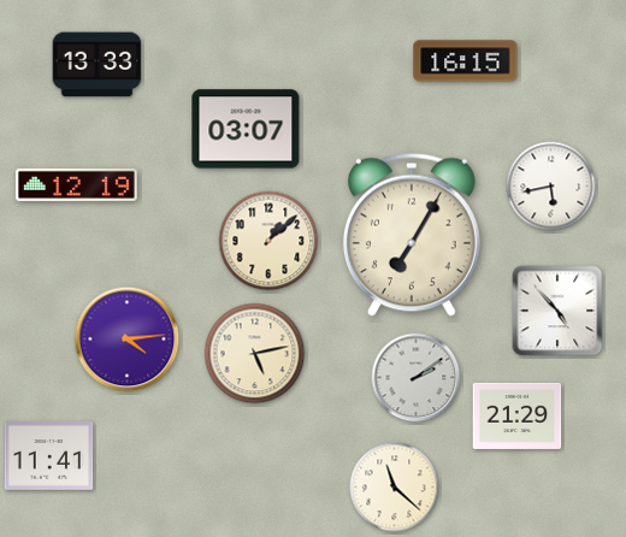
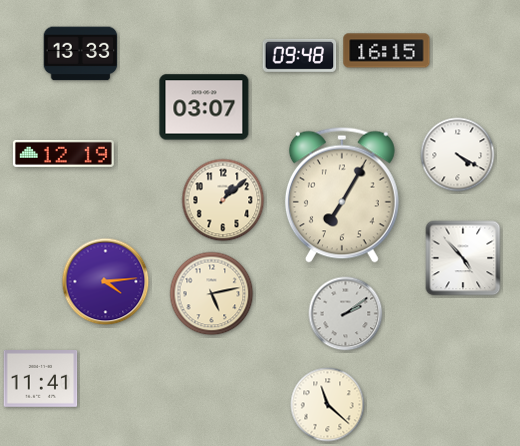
clock at (300, 55): none -> 09:48
clock at (551, 187): 5:43 -> 4:20
clock at (518, 415): 21:29 -> none
